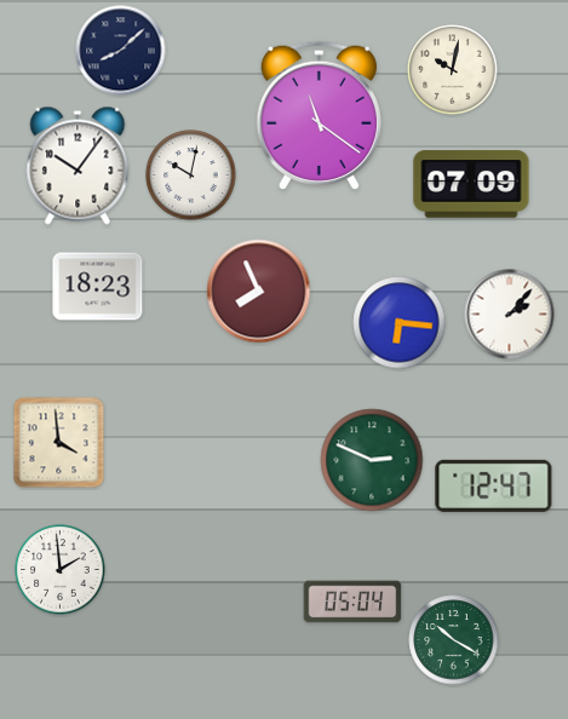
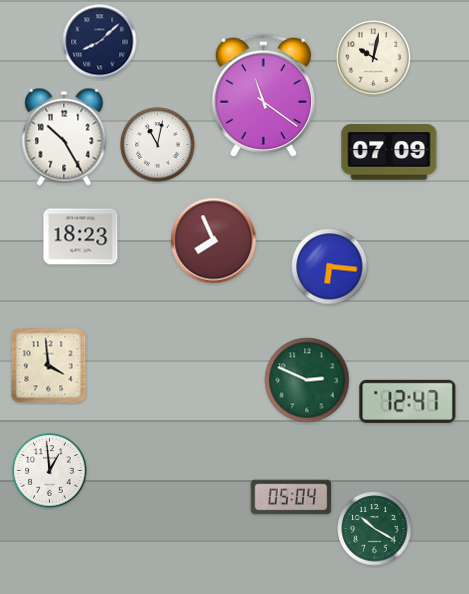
clock at (78, 166): 10:06 -> 10:25
clock at (191, 176): 10:02 -> 11:02
clock at (510, 315): 2:07 -> none
clock at (61, 570): 1:59 -> 12:59
